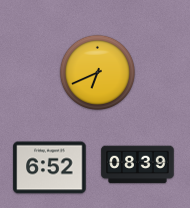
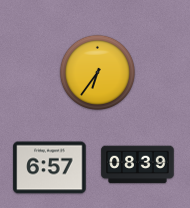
clock at (97, 72): 6:41 -> 6:36
clock at (50, 168): 6:52 -> 6:57
